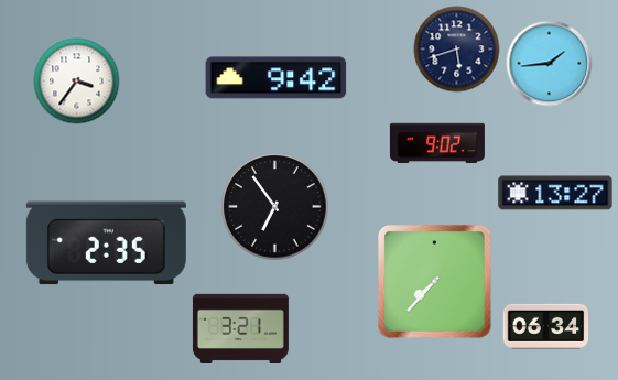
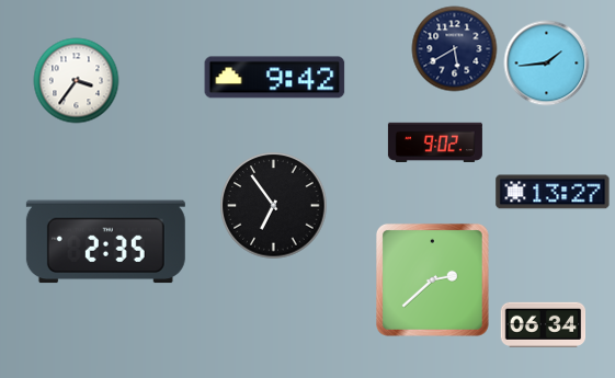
clock at (456, 48): 5:42 -> 5:40
clock at (434, 281): 7:37 -> 2:38
clock at (240, 328): 3:21 -> none
